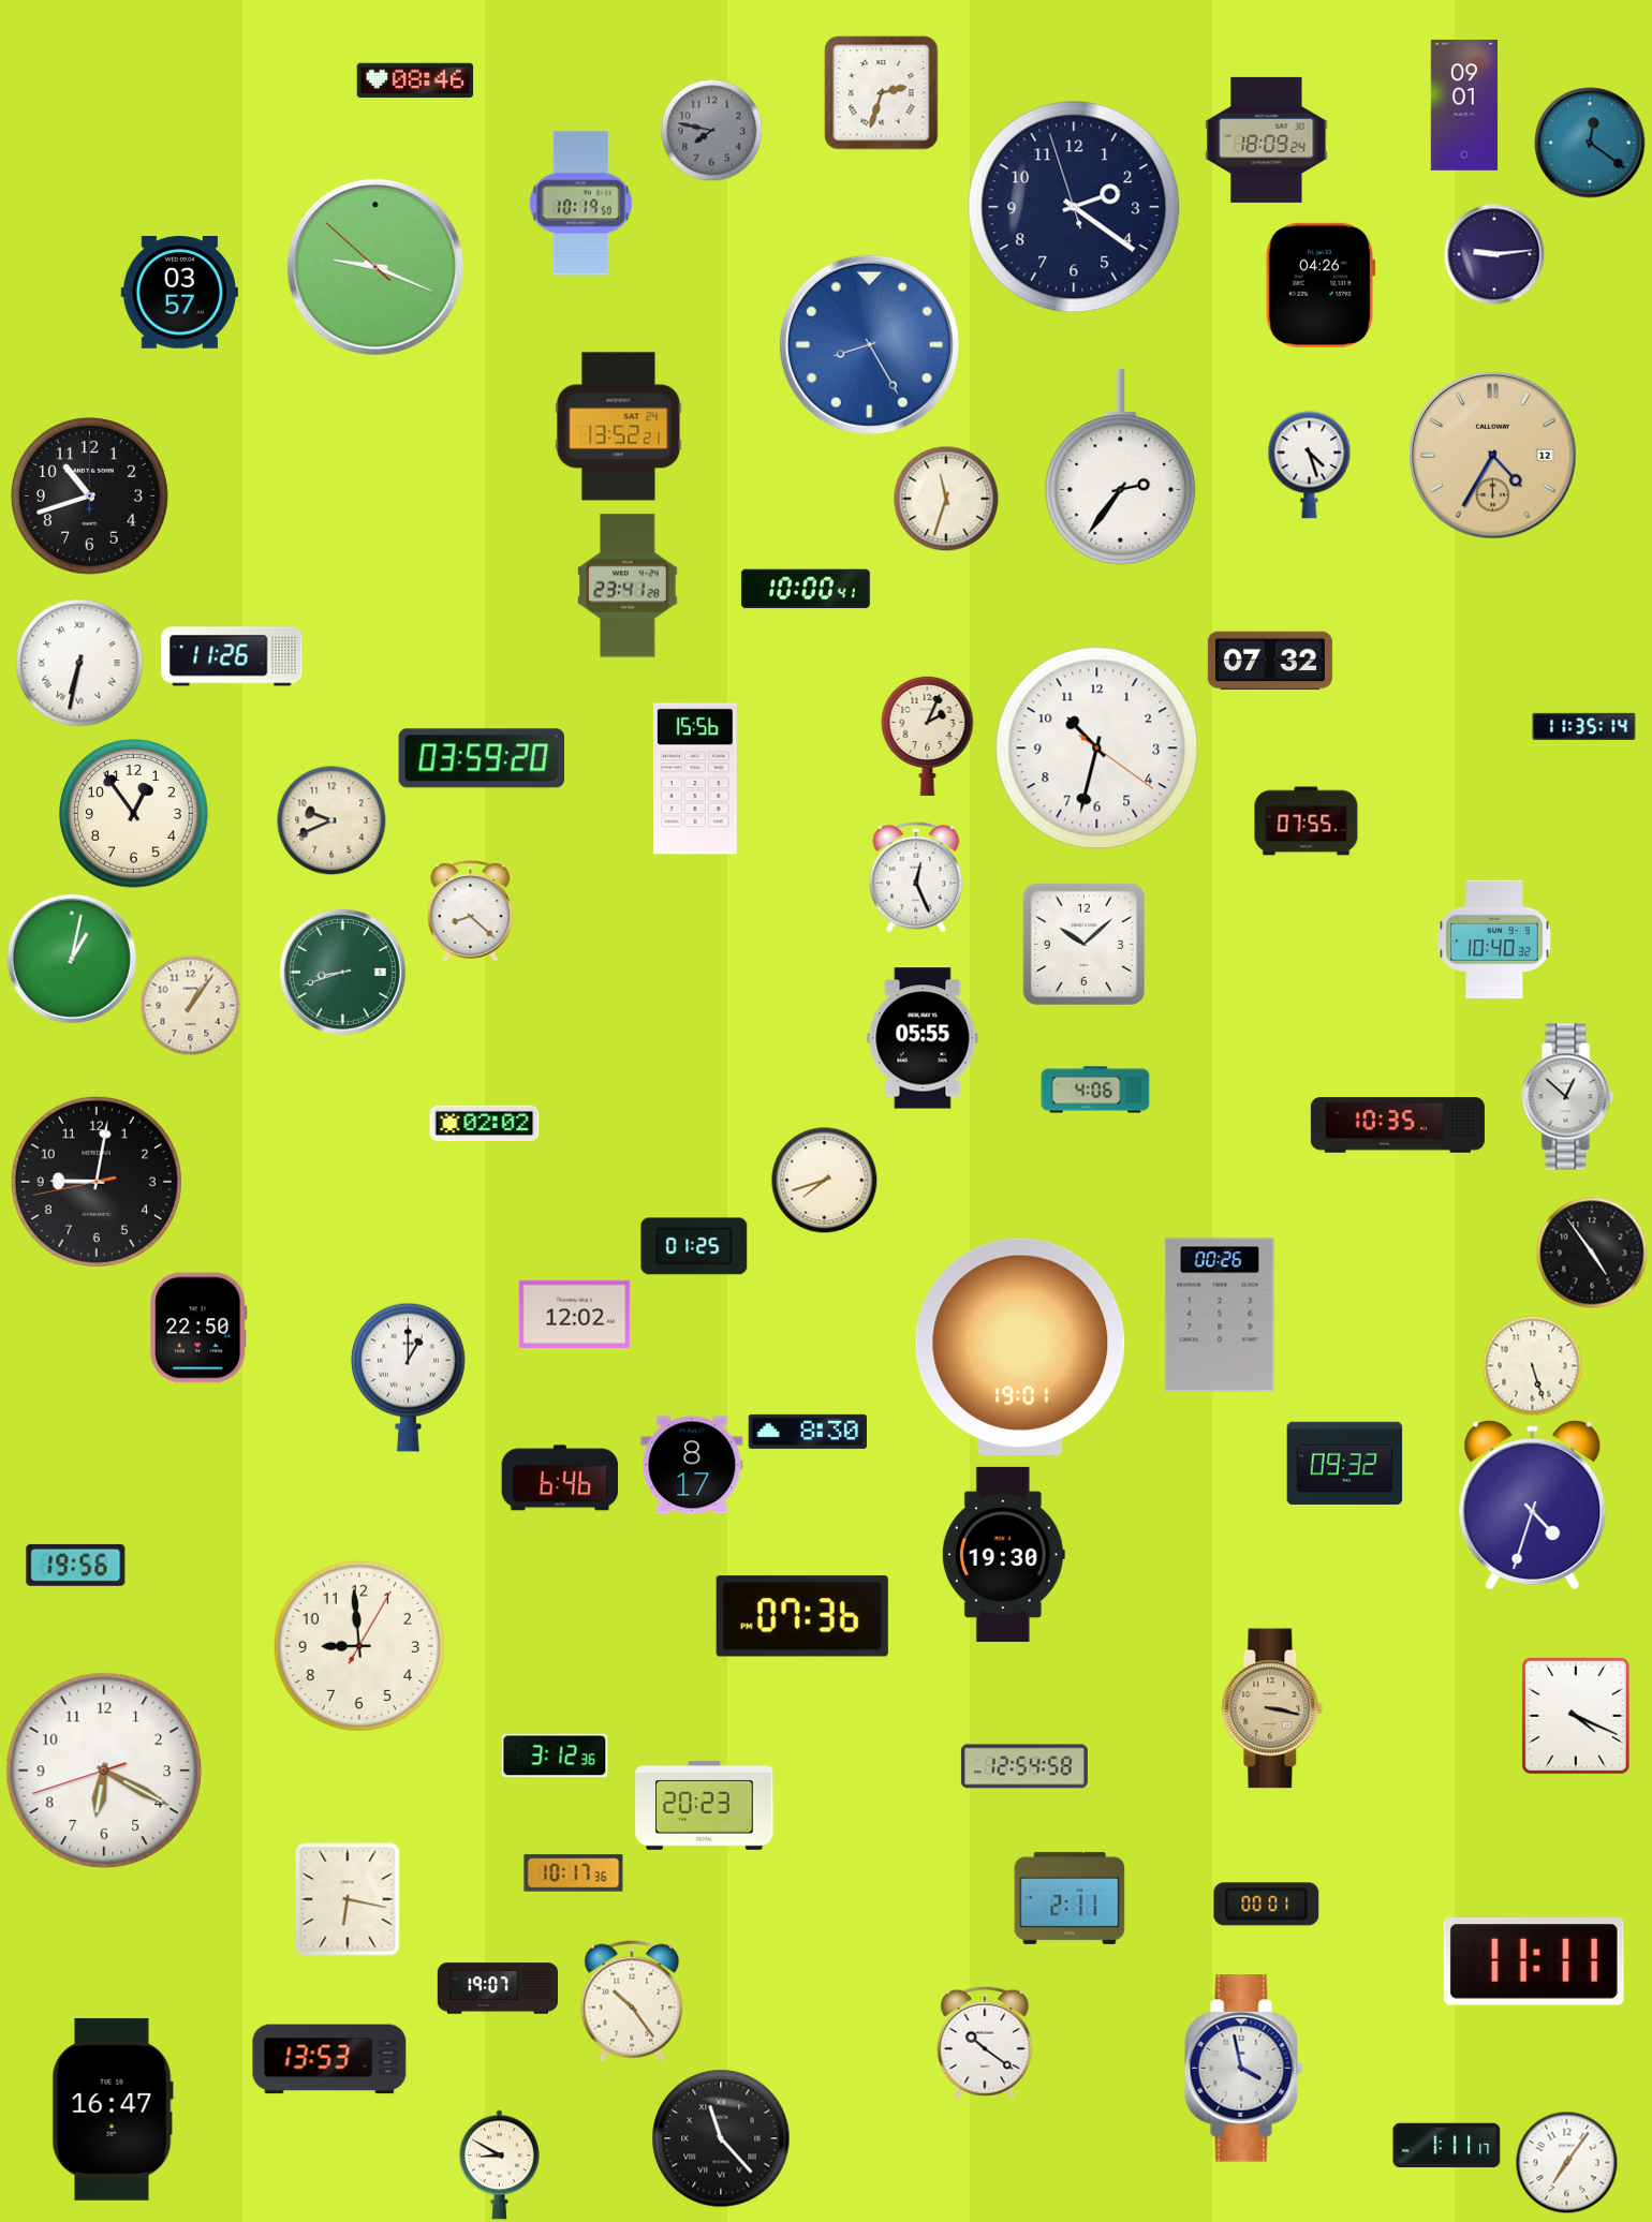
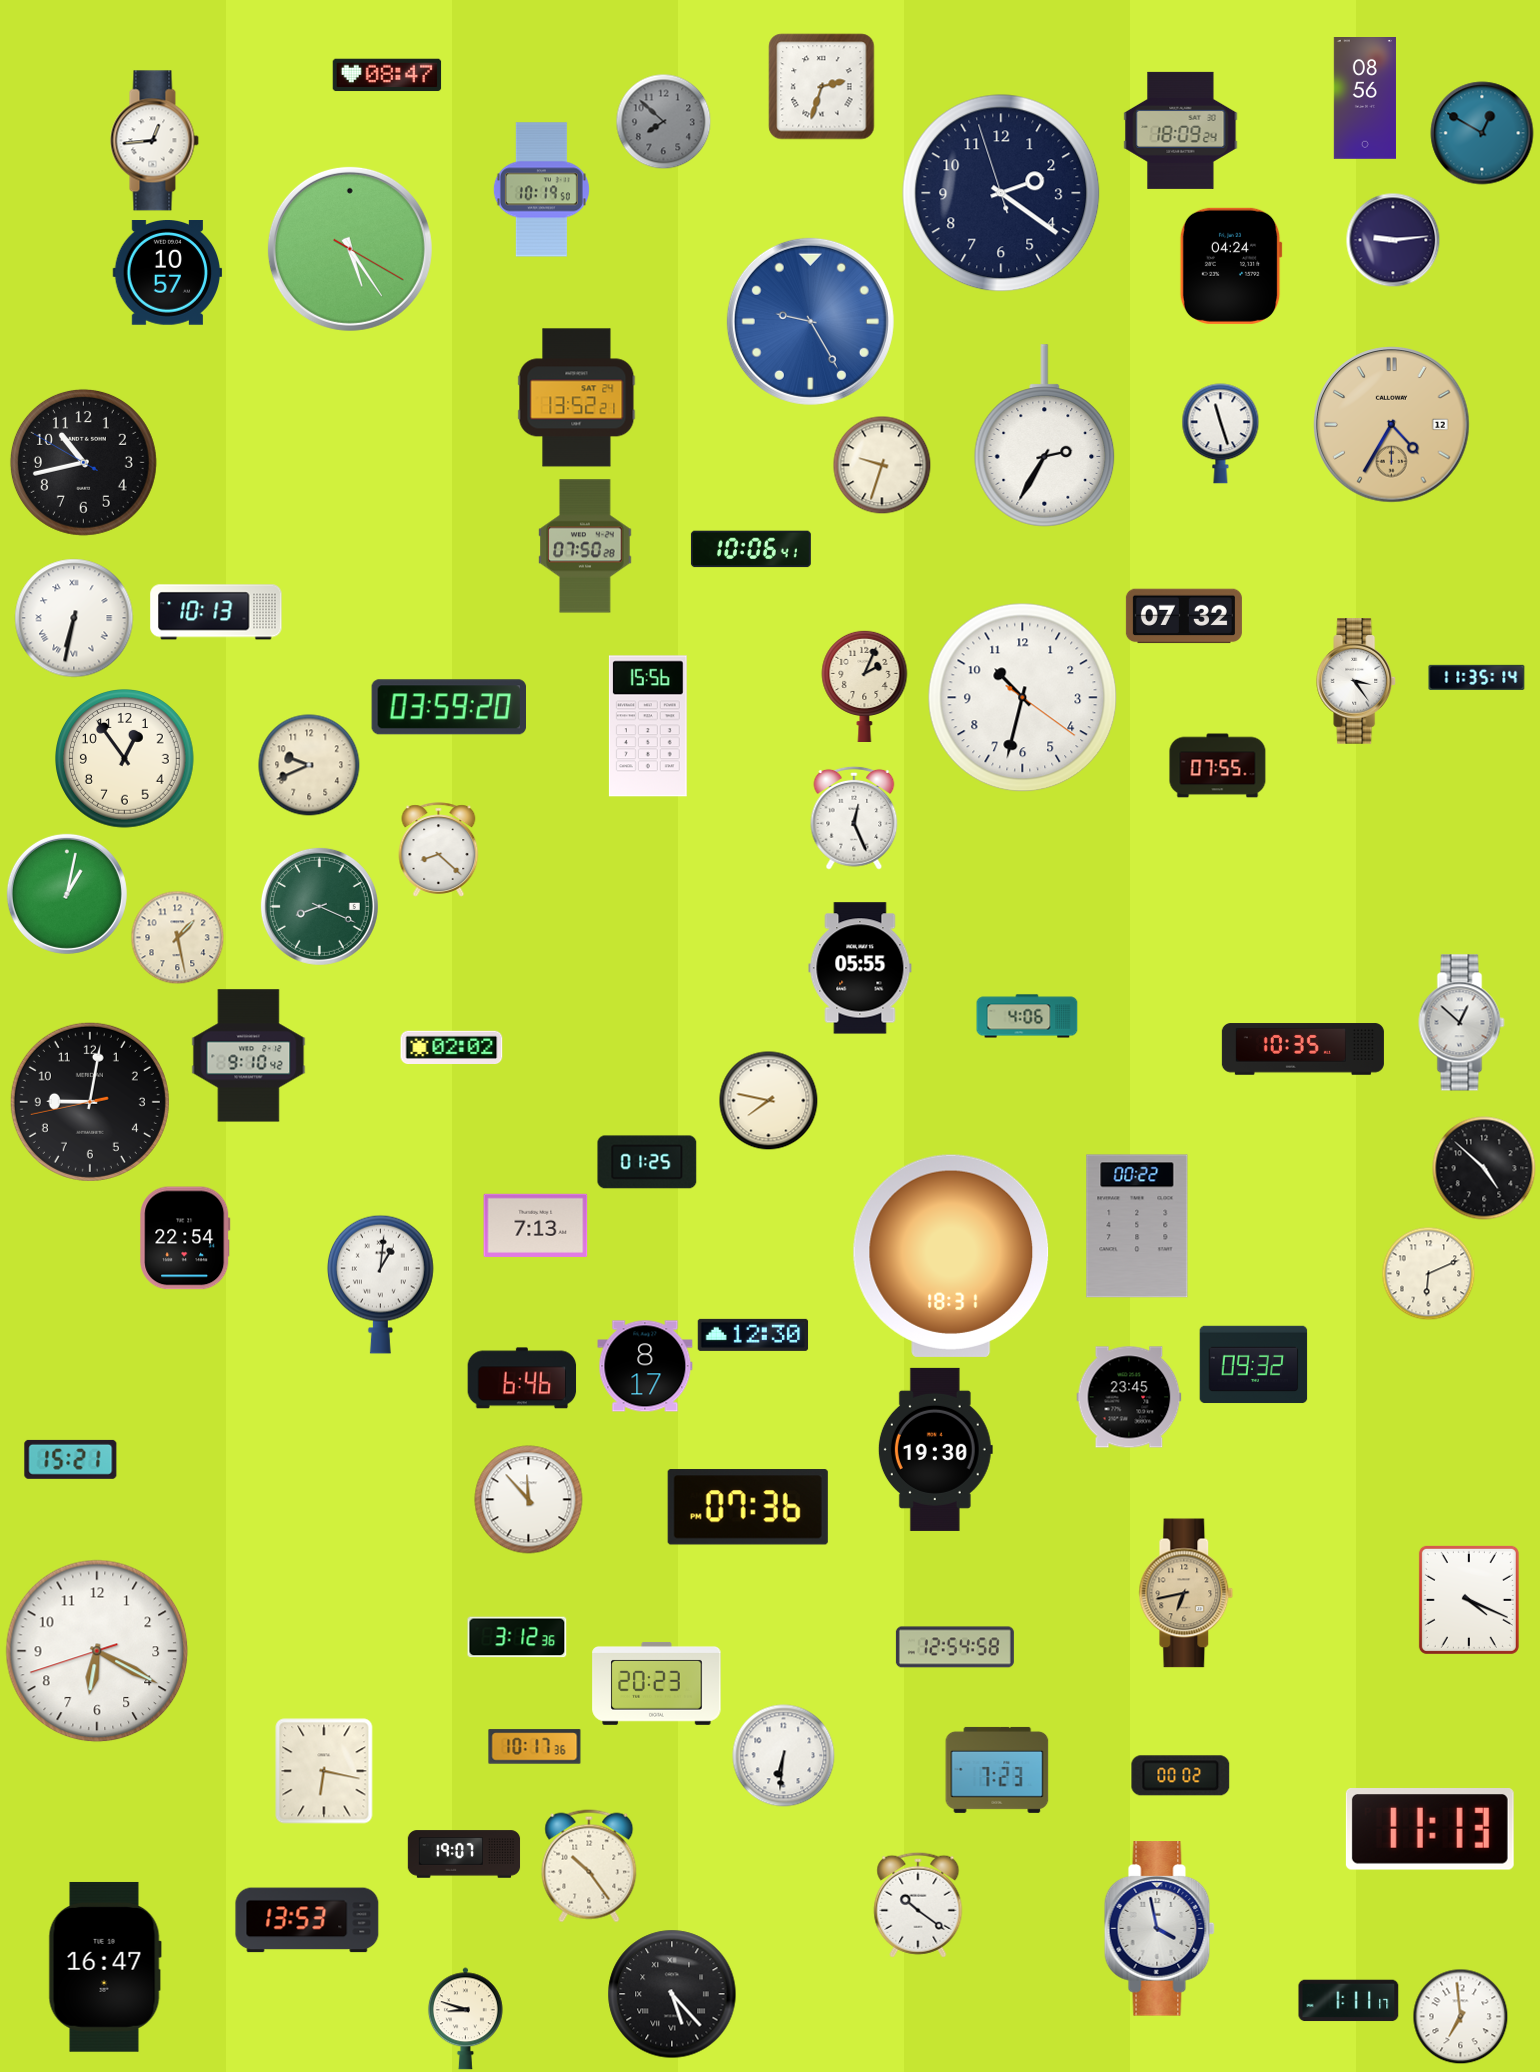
clock at (415, 80): 08:46 -> 08:47
clock at (1464, 106): 09:01 -> 08:56
clock at (711, 130): 7:47 -> 7:52
clock at (1590, 143): 12:21 -> 12:50
clock at (154, 141): none -> 12:44
clock at (1494, 254) position: (1494, 254) -> (1393, 240)
clock at (375, 267): 9:18 -> 5:24
clock at (1321, 285): 04:26 -> 04:24
clock at (180, 293): 03:57 -> 10:57
clock at (869, 344): 8:25 -> 9:25
clock at (1310, 465): 4:27 -> 11:27
clock at (1121, 468): 2:36 -> 2:35
clock at (89, 495): 10:42:00 -> 10:42:50
clock at (946, 499): 11:33 -> 9:33
clock at (628, 586): 23:41 -> 07:50
clock at (806, 589): 10:00 -> 10:06
clock at (232, 656): 11:26 -> 10:13
clock at (1357, 681): none -> 3:24
clock at (1494, 939): 10:40 -> none
clock at (1083, 944): 10:08 -> none
clock at (342, 972): 8:42 -> 8:19
clock at (190, 1005): 1:06 -> 1:28
clock at (1095, 1090) position: (1095, 1090) -> (1027, 1016)
clock at (249, 1056): none -> 9:10
clock at (825, 1181): 7:42 -> 7:47
clock at (1592, 1253): 4:54 -> 4:52
clock at (575, 1314): 12:02 -> 7:13
clock at (1220, 1315): 00:26 -> 00:22
clock at (198, 1328): 22:50 -> 22:54
clock at (1020, 1347): 19:01 -> 18:31
clock at (1532, 1365): 5:27 -> 6:11
clock at (408, 1377): 1:00 -> 1:01
clock at (808, 1432): 8:30 -> 12:30
clock at (1129, 1397): none -> 23:45
clock at (1533, 1506): 4:33 -> none
clock at (76, 1565): 19:56 -> 15:21
clock at (529, 1500): none -> 11:53
clock at (359, 1646): 8:59 -> none
clock at (1272, 1708): 3:17 -> 6:43
clock at (784, 1756): none -> 6:31
clock at (1070, 1898): 2:11 -> 7:23
clock at (1267, 1905): 00:01 -> 00:02
clock at (1534, 1962): 11:11 -> 11:13
clock at (721, 2138): 11:23 -> 5:23
clock at (1566, 2162): 7:06 -> 6:59
clock at (499, 2165): 8:50 -> 8:48
